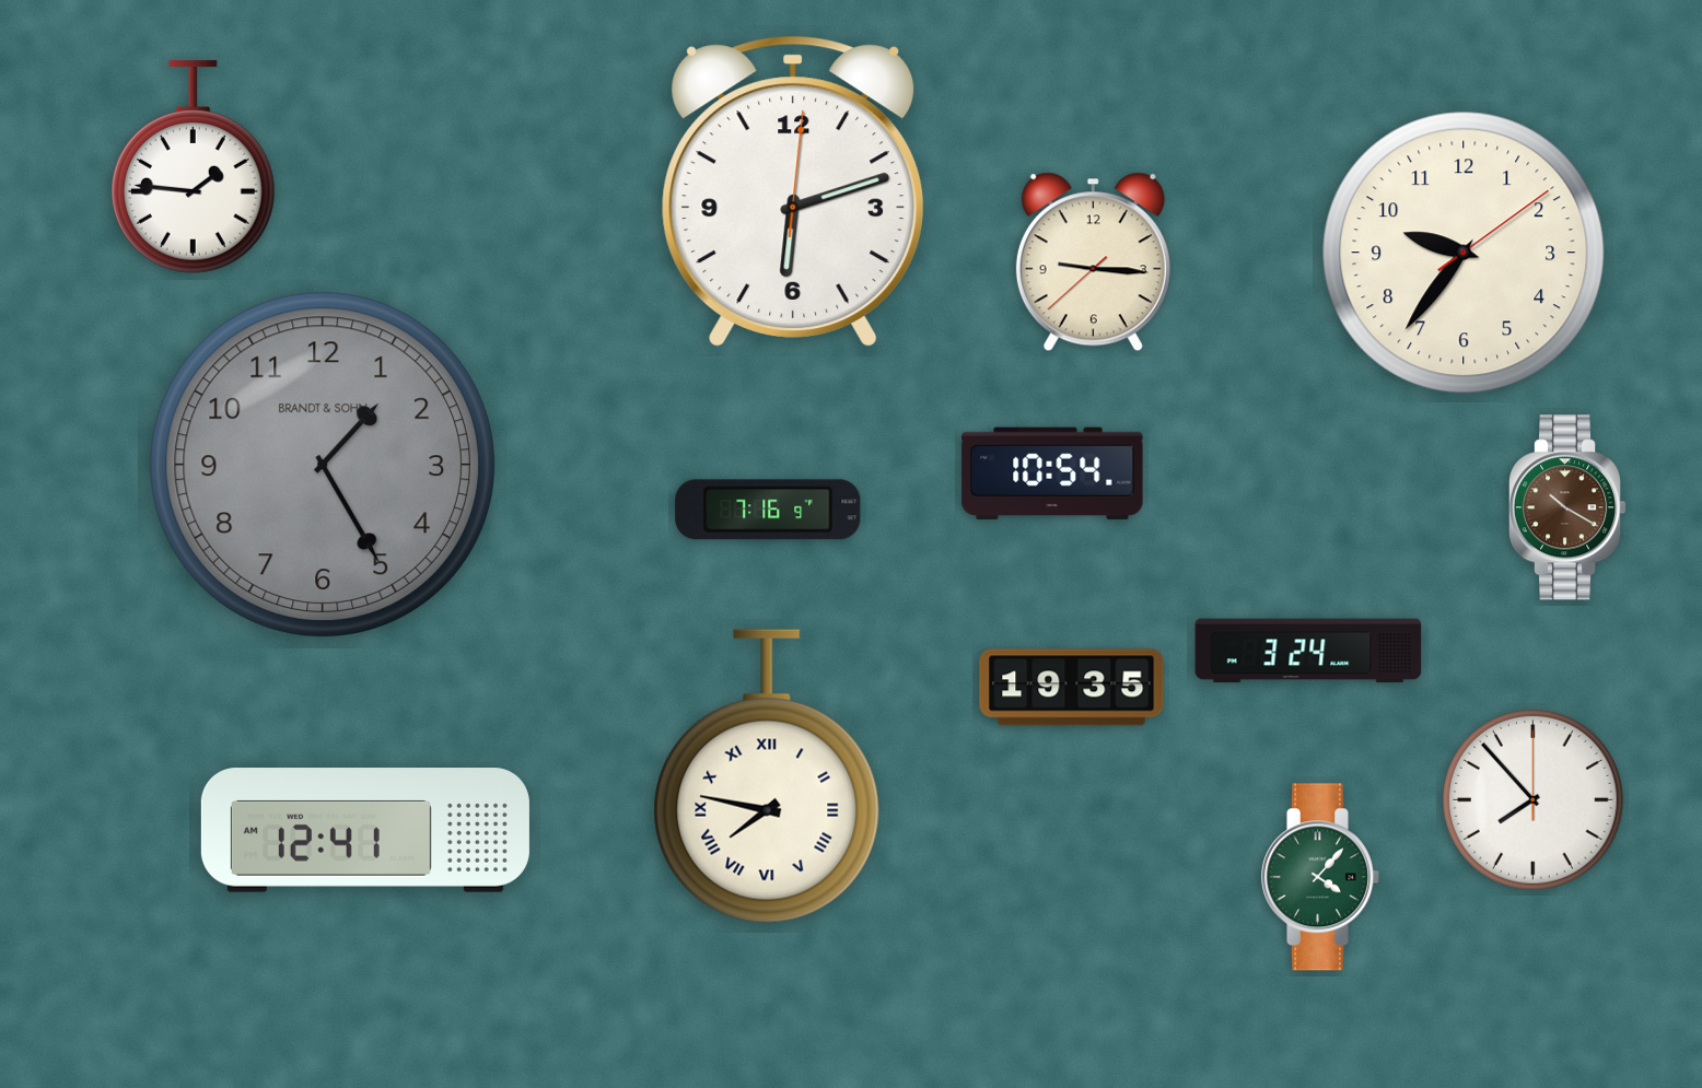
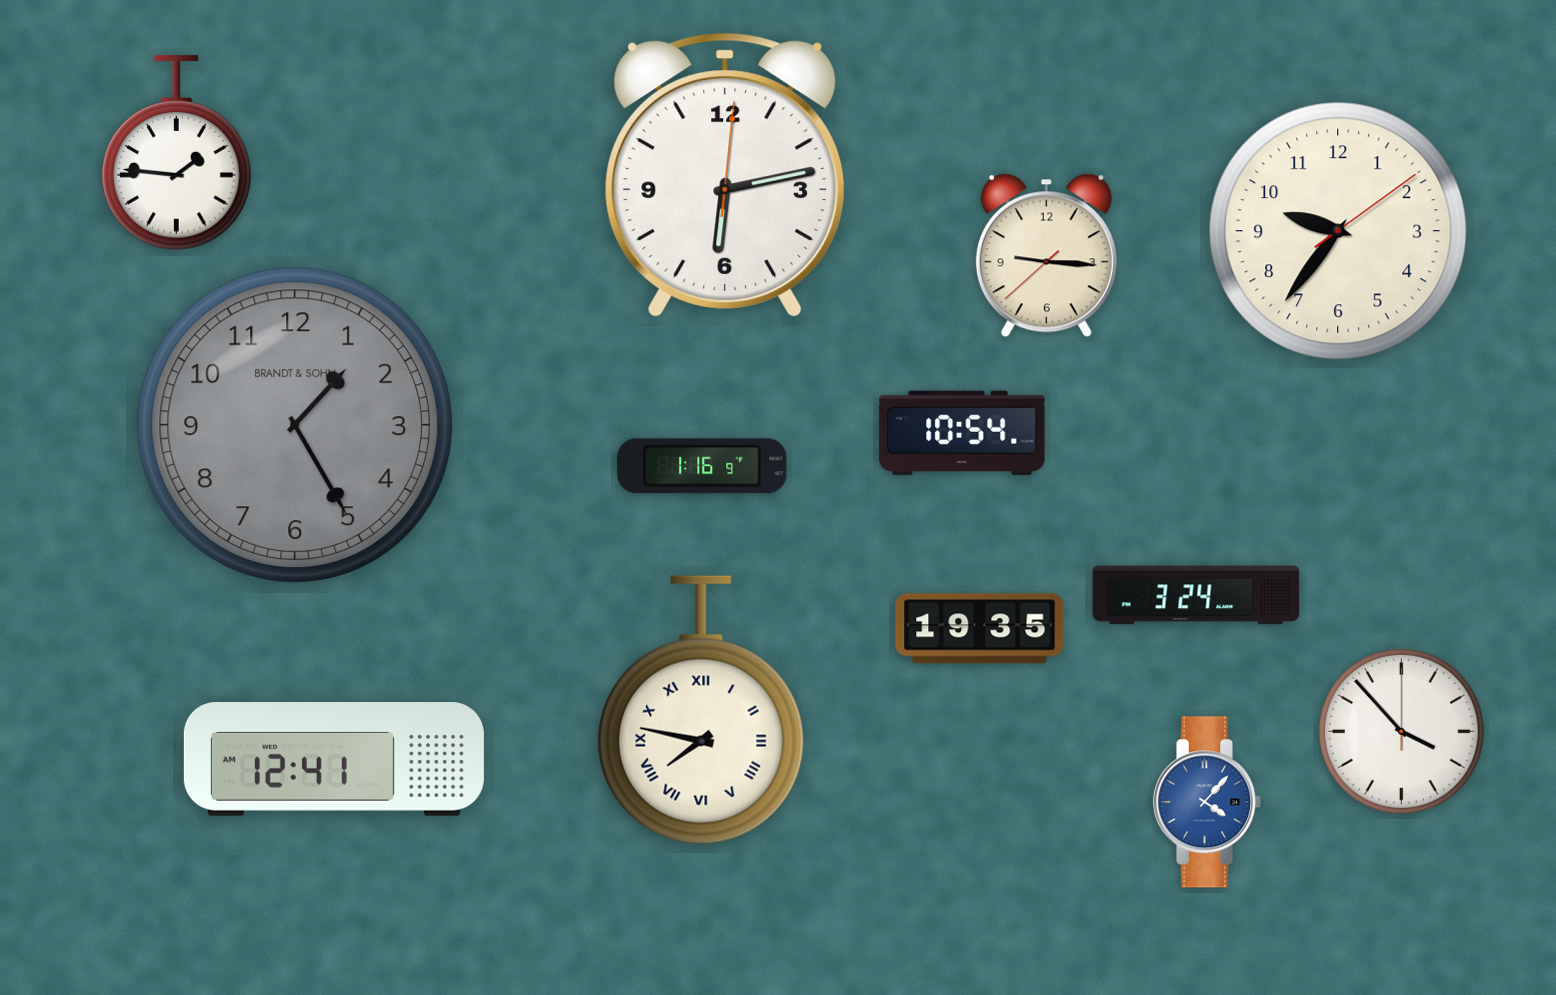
clock at (793, 190): 6:12 -> 6:13
clock at (1093, 262) position: (1093, 262) -> (1046, 256)
clock at (1567, 507): 10:20 -> none
clock at (768, 510): 7:16 -> 1:16
clock at (1532, 799): 7:53 -> 3:53
clock at (1319, 877) dial: green -> blue
